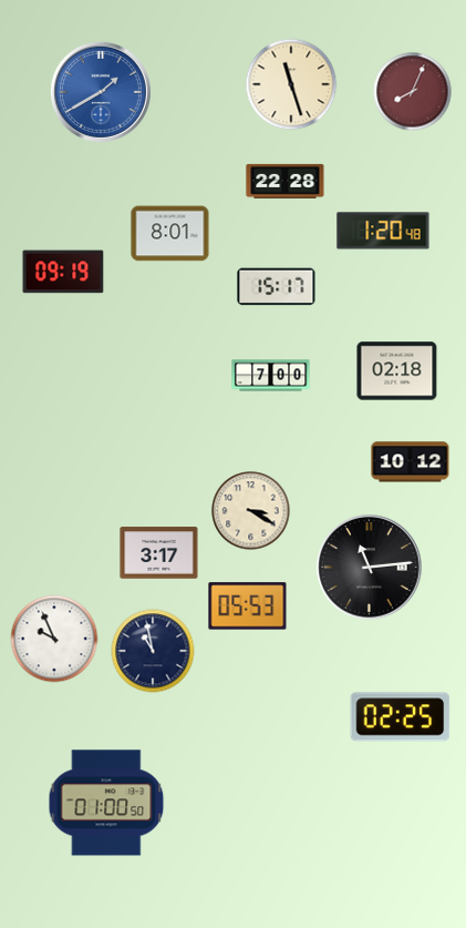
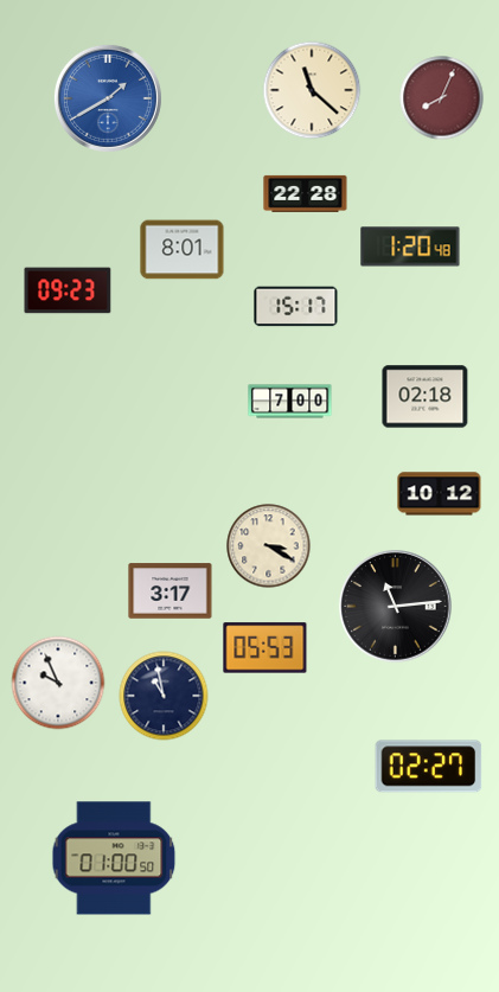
clock at (291, 84): 11:27 -> 11:22
clock at (63, 272): 09:19 -> 09:23
clock at (401, 717): 02:25 -> 02:27
